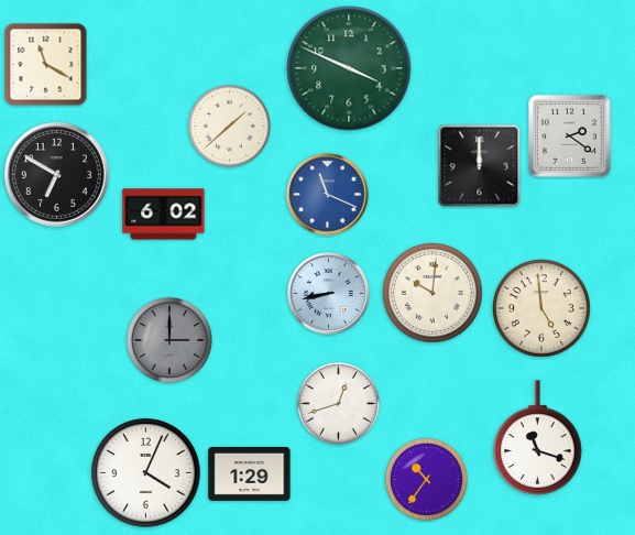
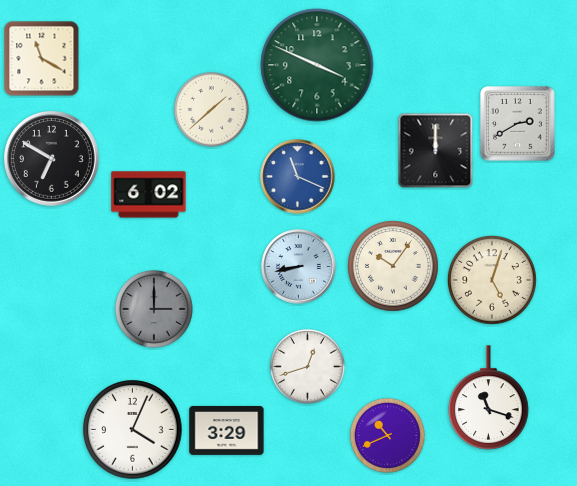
clock at (349, 68) position: (349, 68) -> (317, 65)
clock at (229, 125) position: (229, 125) -> (211, 109)
clock at (570, 137): 2:21 -> 2:40
clock at (433, 293): 10:01 -> 10:06
clock at (541, 308): 4:59 -> 5:03
clock at (250, 474): 1:29 -> 3:29
clock at (426, 479): 10:36 -> 10:41
